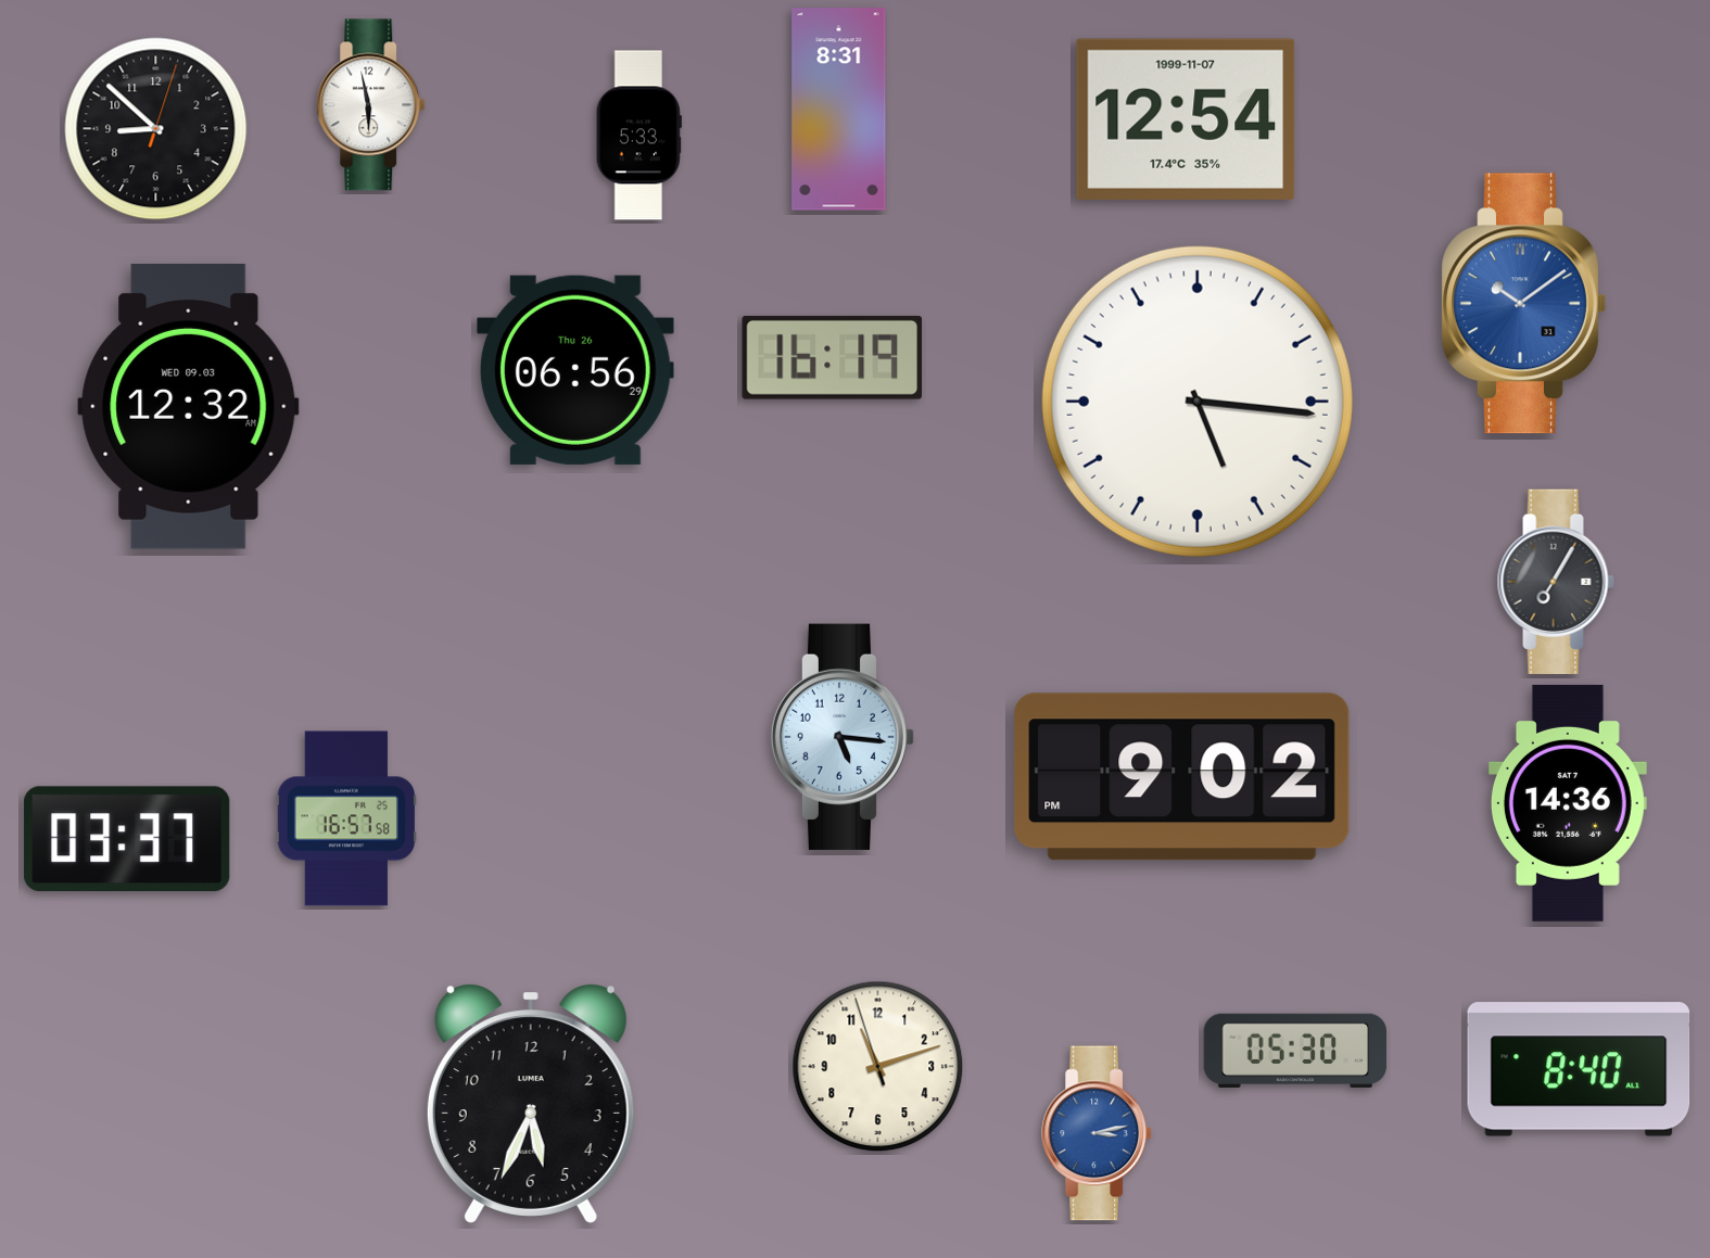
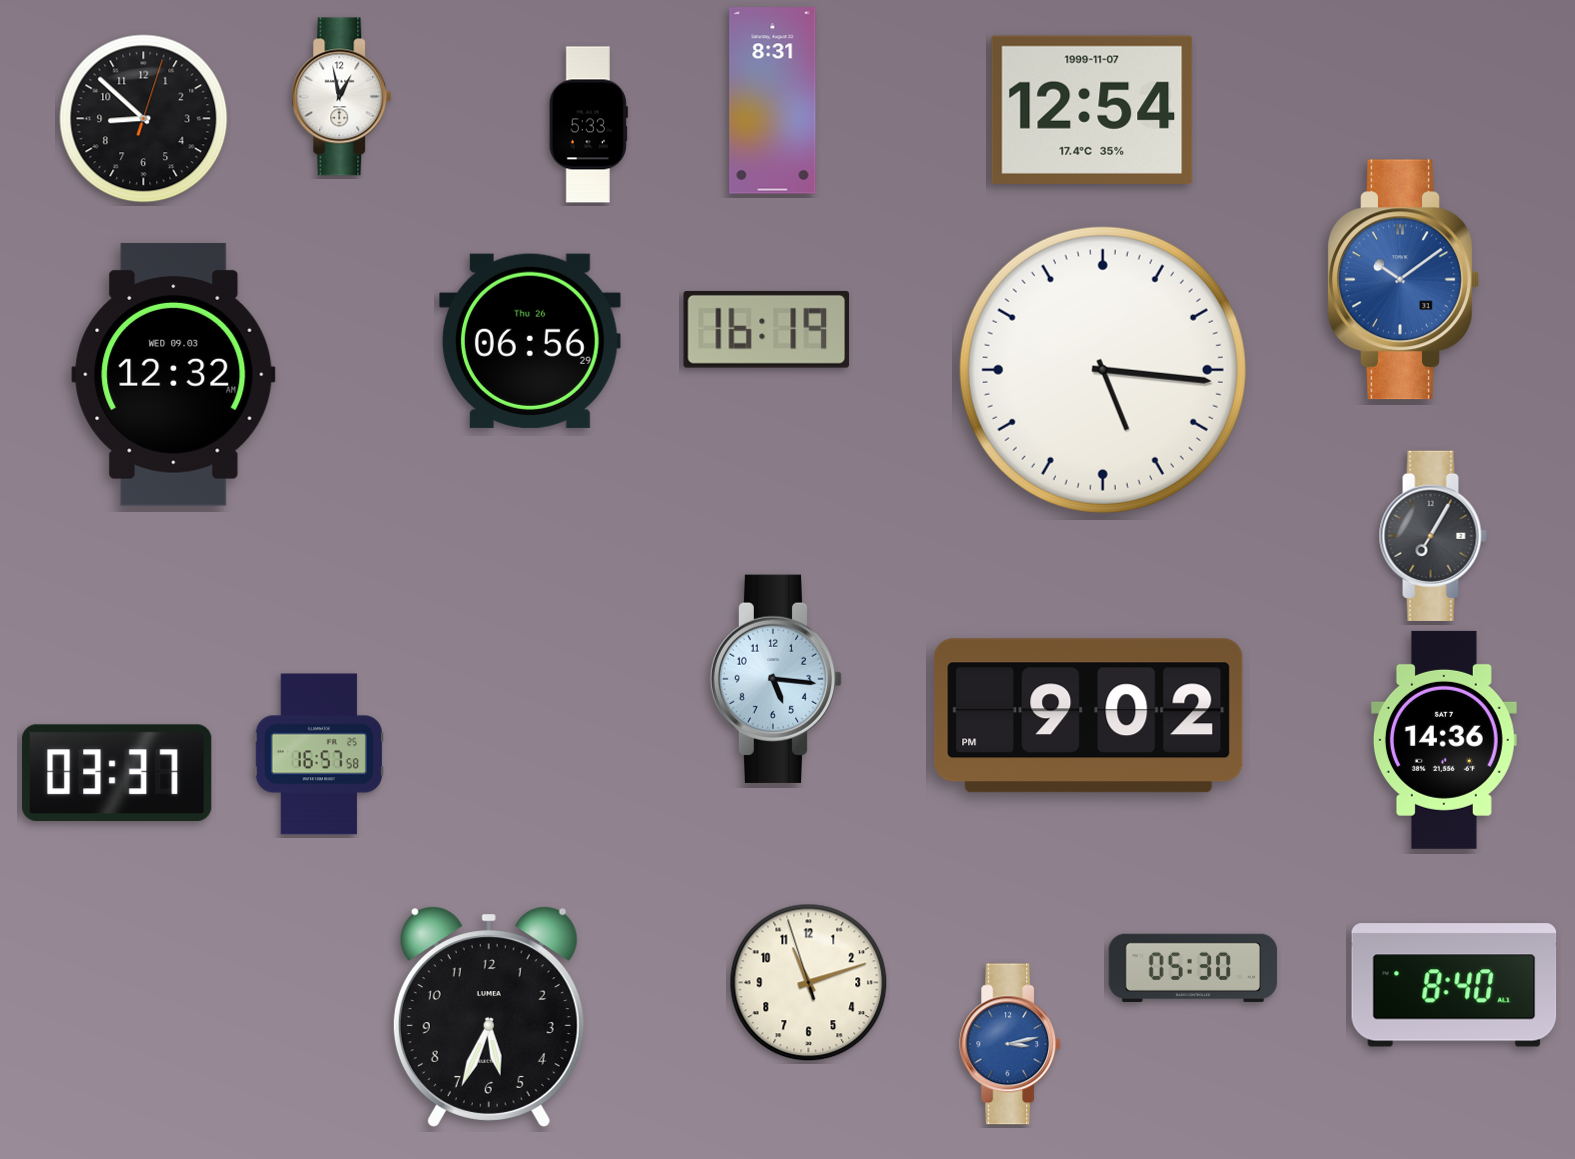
clock at (371, 105): 5:58 -> 12:58
